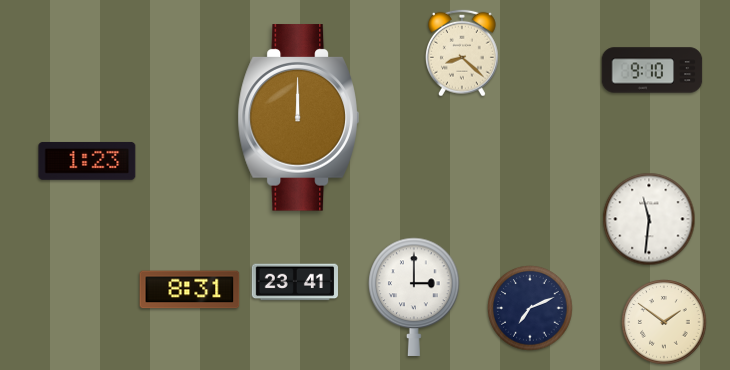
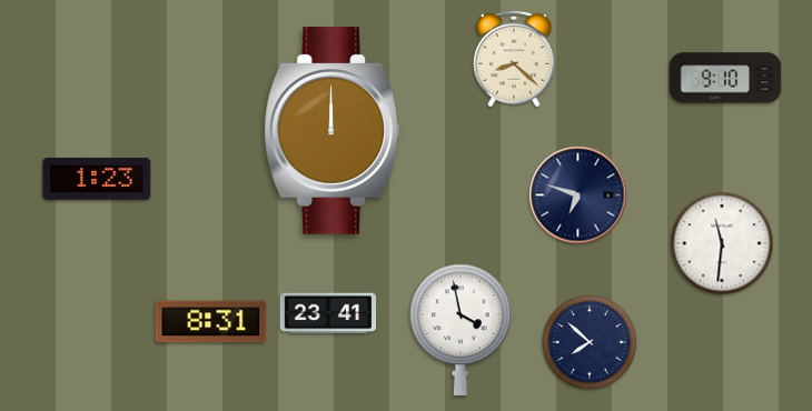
clock at (578, 196): none -> 6:48
clock at (414, 297): 3:00 -> 3:58
clock at (530, 308): 7:11 -> 7:52
clock at (664, 322): 1:51 -> none
